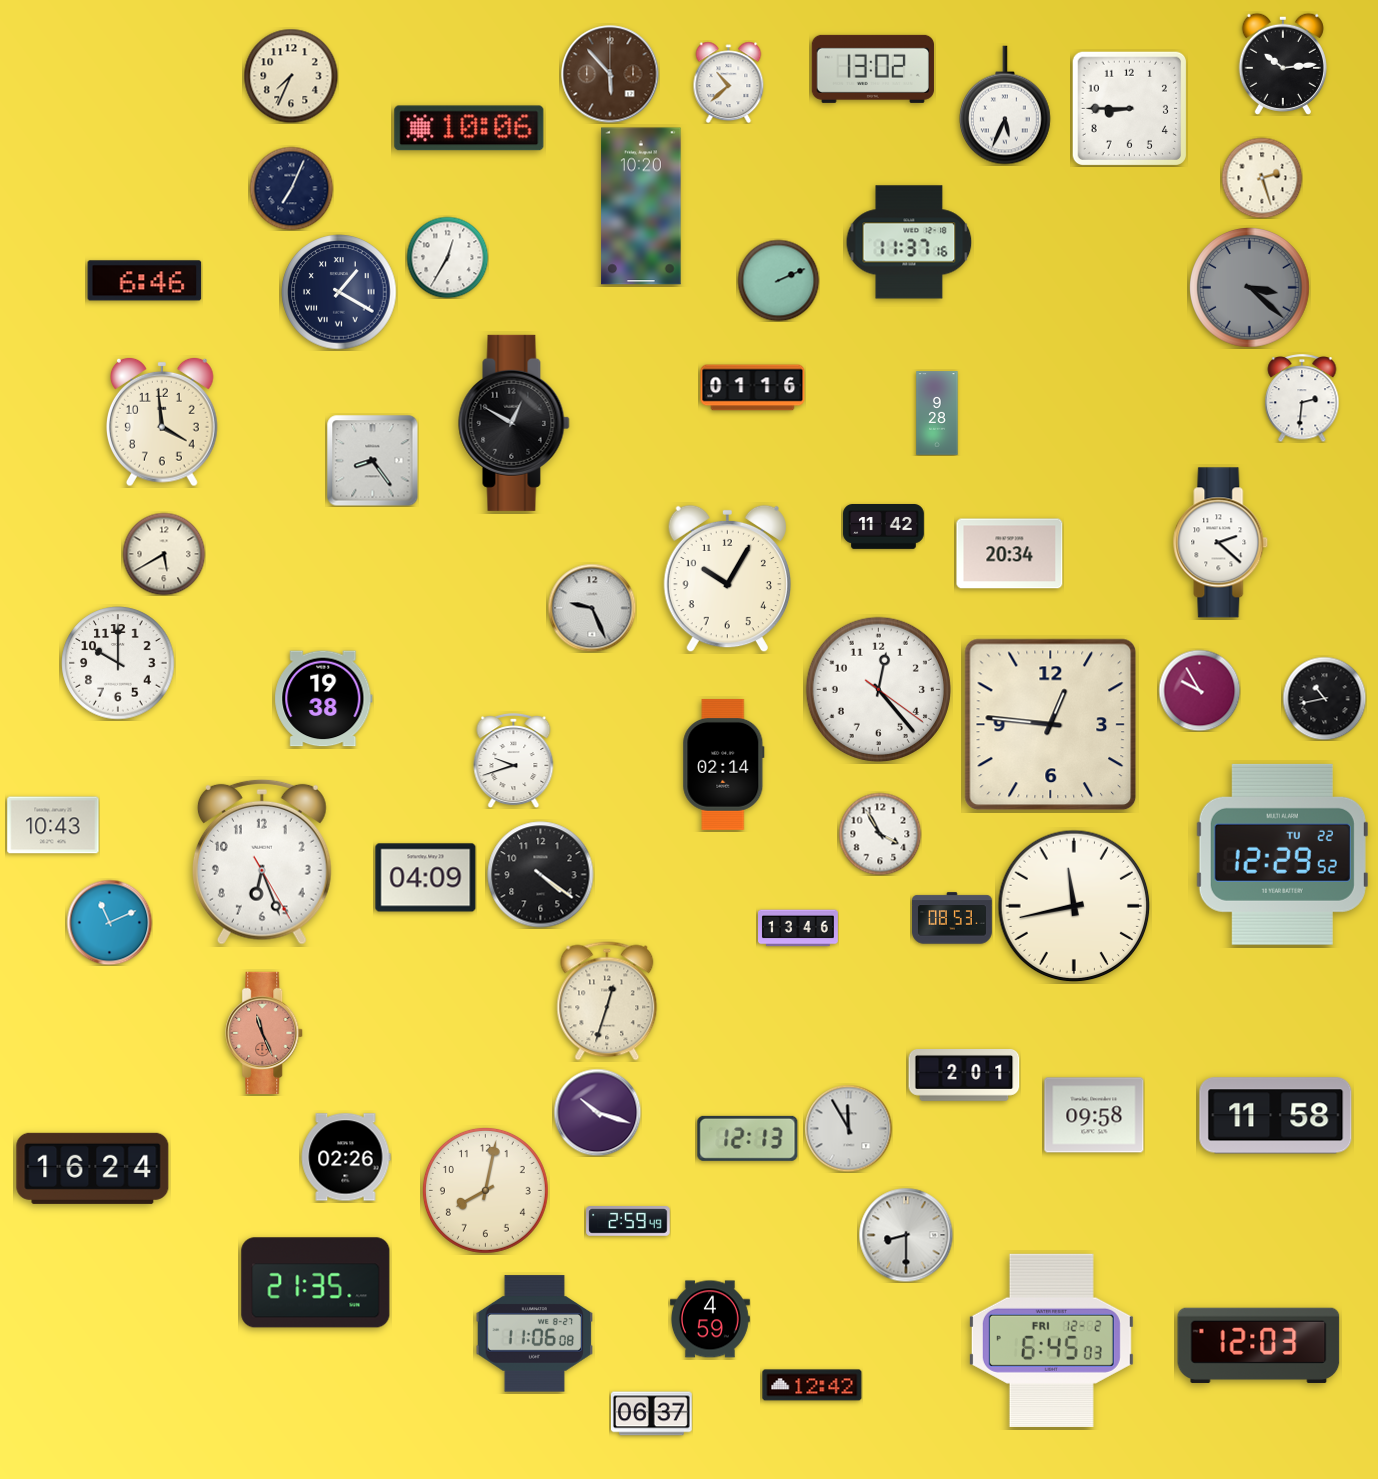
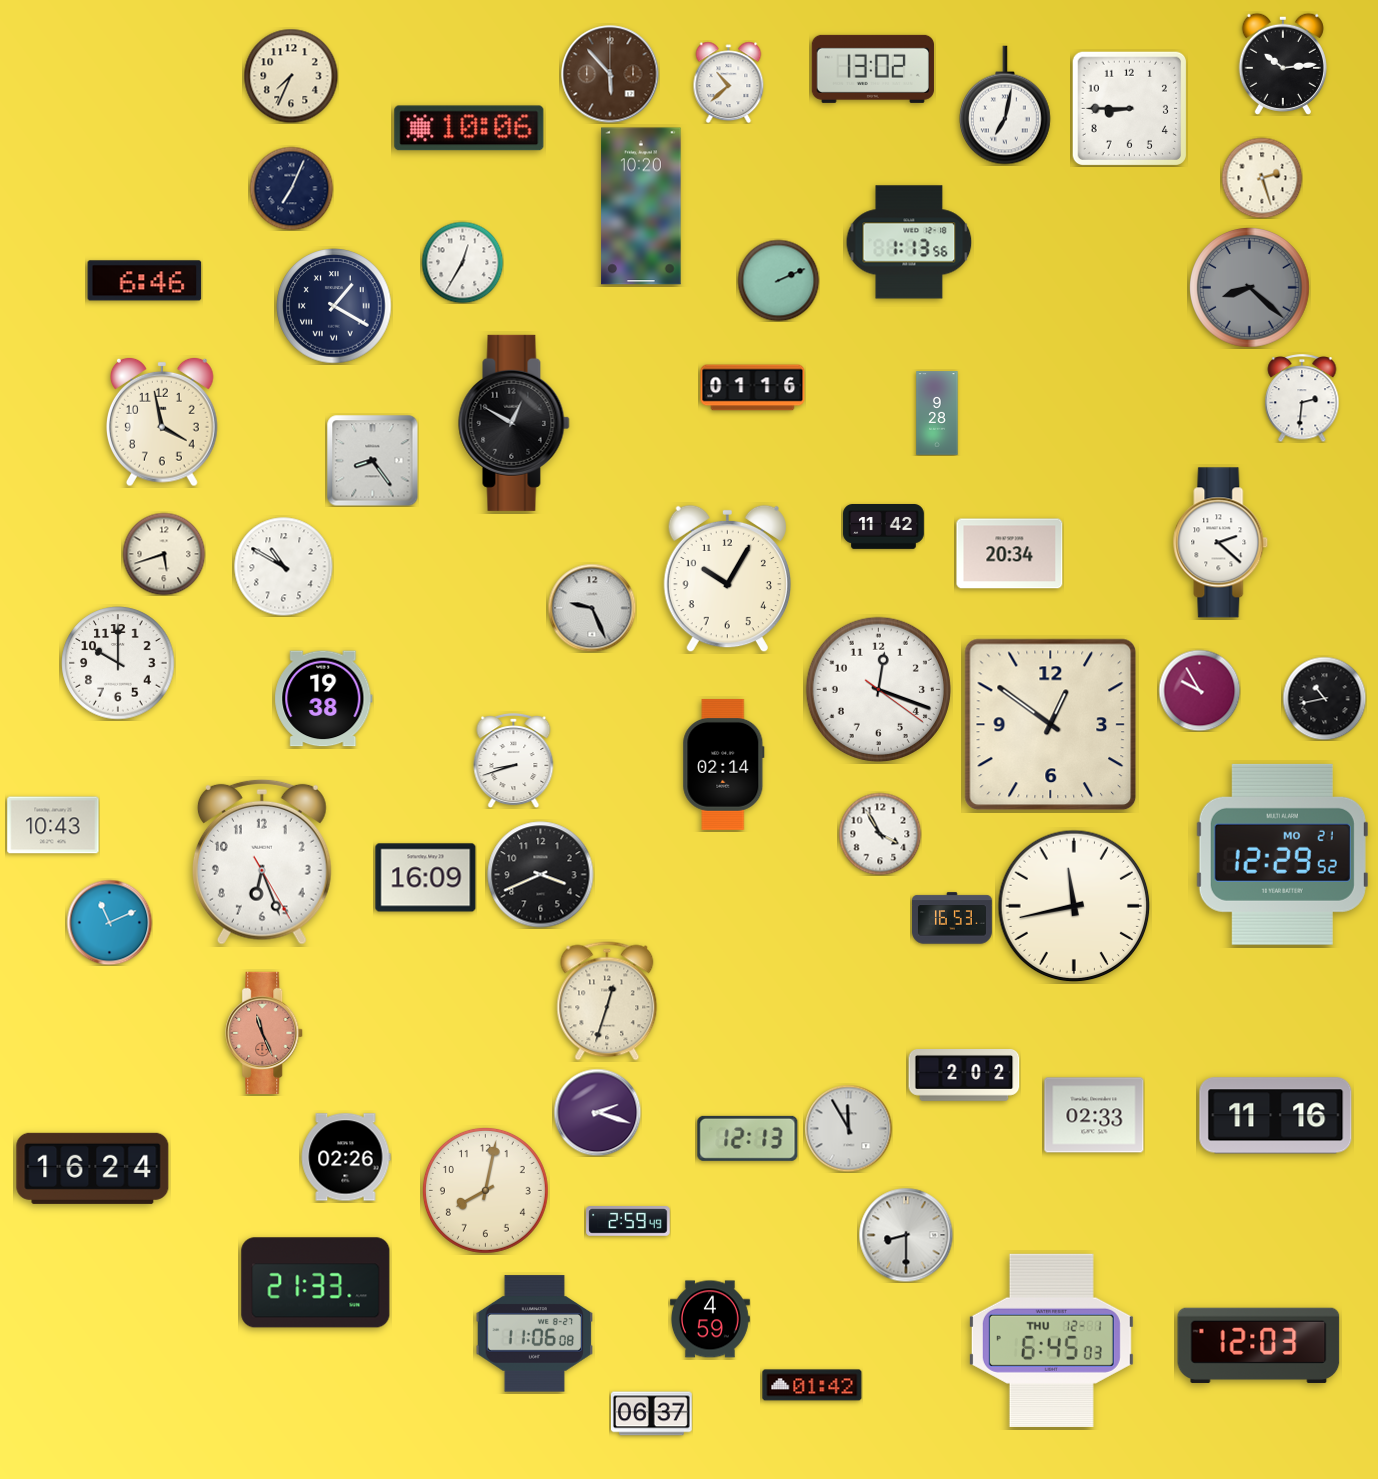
clock at (1006, 105): 5:34 -> 7:02
clock at (909, 242): 11:37 -> 1:13
clock at (447, 257) position: (447, 257) -> (462, 262)
clock at (1250, 288): 3:22 -> 8:22
clock at (339, 292) position: (339, 292) -> (334, 306)
clock at (163, 422): 3:59 -> 3:58
clock at (164, 554): 5:40 -> 5:42
clock at (284, 567): none -> 10:50
clock at (878, 689): 12:23 -> 12:18
clock at (1051, 725): 12:46 -> 12:51
clock at (514, 761): 9:42 -> 8:42
clock at (1282, 854) date: TU 22 -> MO 21
clock at (541, 875): 4:21 -> 3:41
clock at (426, 878): 04:09 -> 16:09
clock at (953, 918): 08:53 -> 16:53
clock at (799, 928): 13:46 -> none
clock at (964, 1076): 2:01 -> 2:02
clock at (597, 1112): 10:18 -> 2:18
clock at (1094, 1115): 09:58 -> 02:33
clock at (1276, 1116): 11:58 -> 11:16
clock at (316, 1283): 21:35 -> 21:33
clock at (1051, 1340) date: FRI 12-2 -> THU 12-1
clock at (812, 1385): 12:42 -> 01:42
